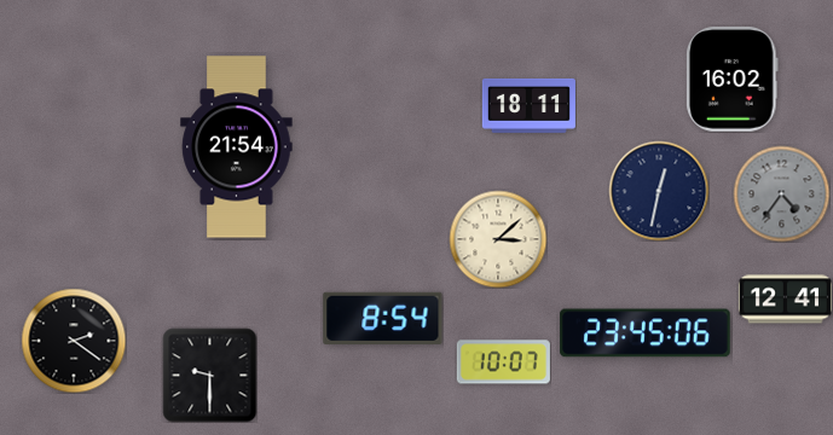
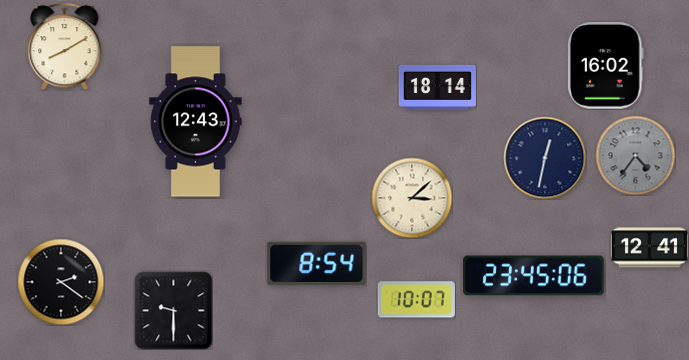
clock at (65, 46): none -> 8:10
clock at (528, 105): 18:11 -> 18:14
clock at (237, 147): 21:54 -> 12:43
clock at (781, 193) position: (781, 193) -> (635, 155)
